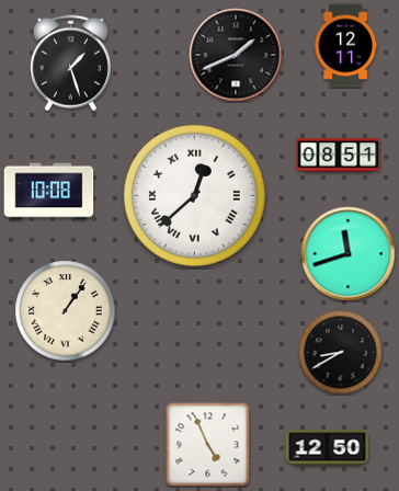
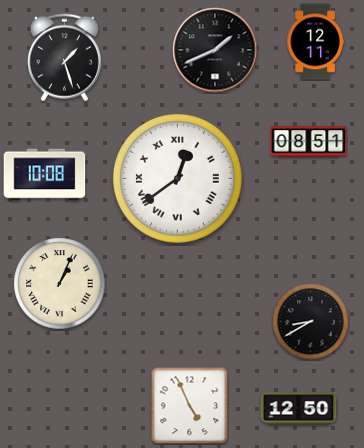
clock at (194, 195): 12:38 -> 12:39
clock at (349, 254): 11:42 -> none
clock at (66, 311): 1:06 -> 1:04
